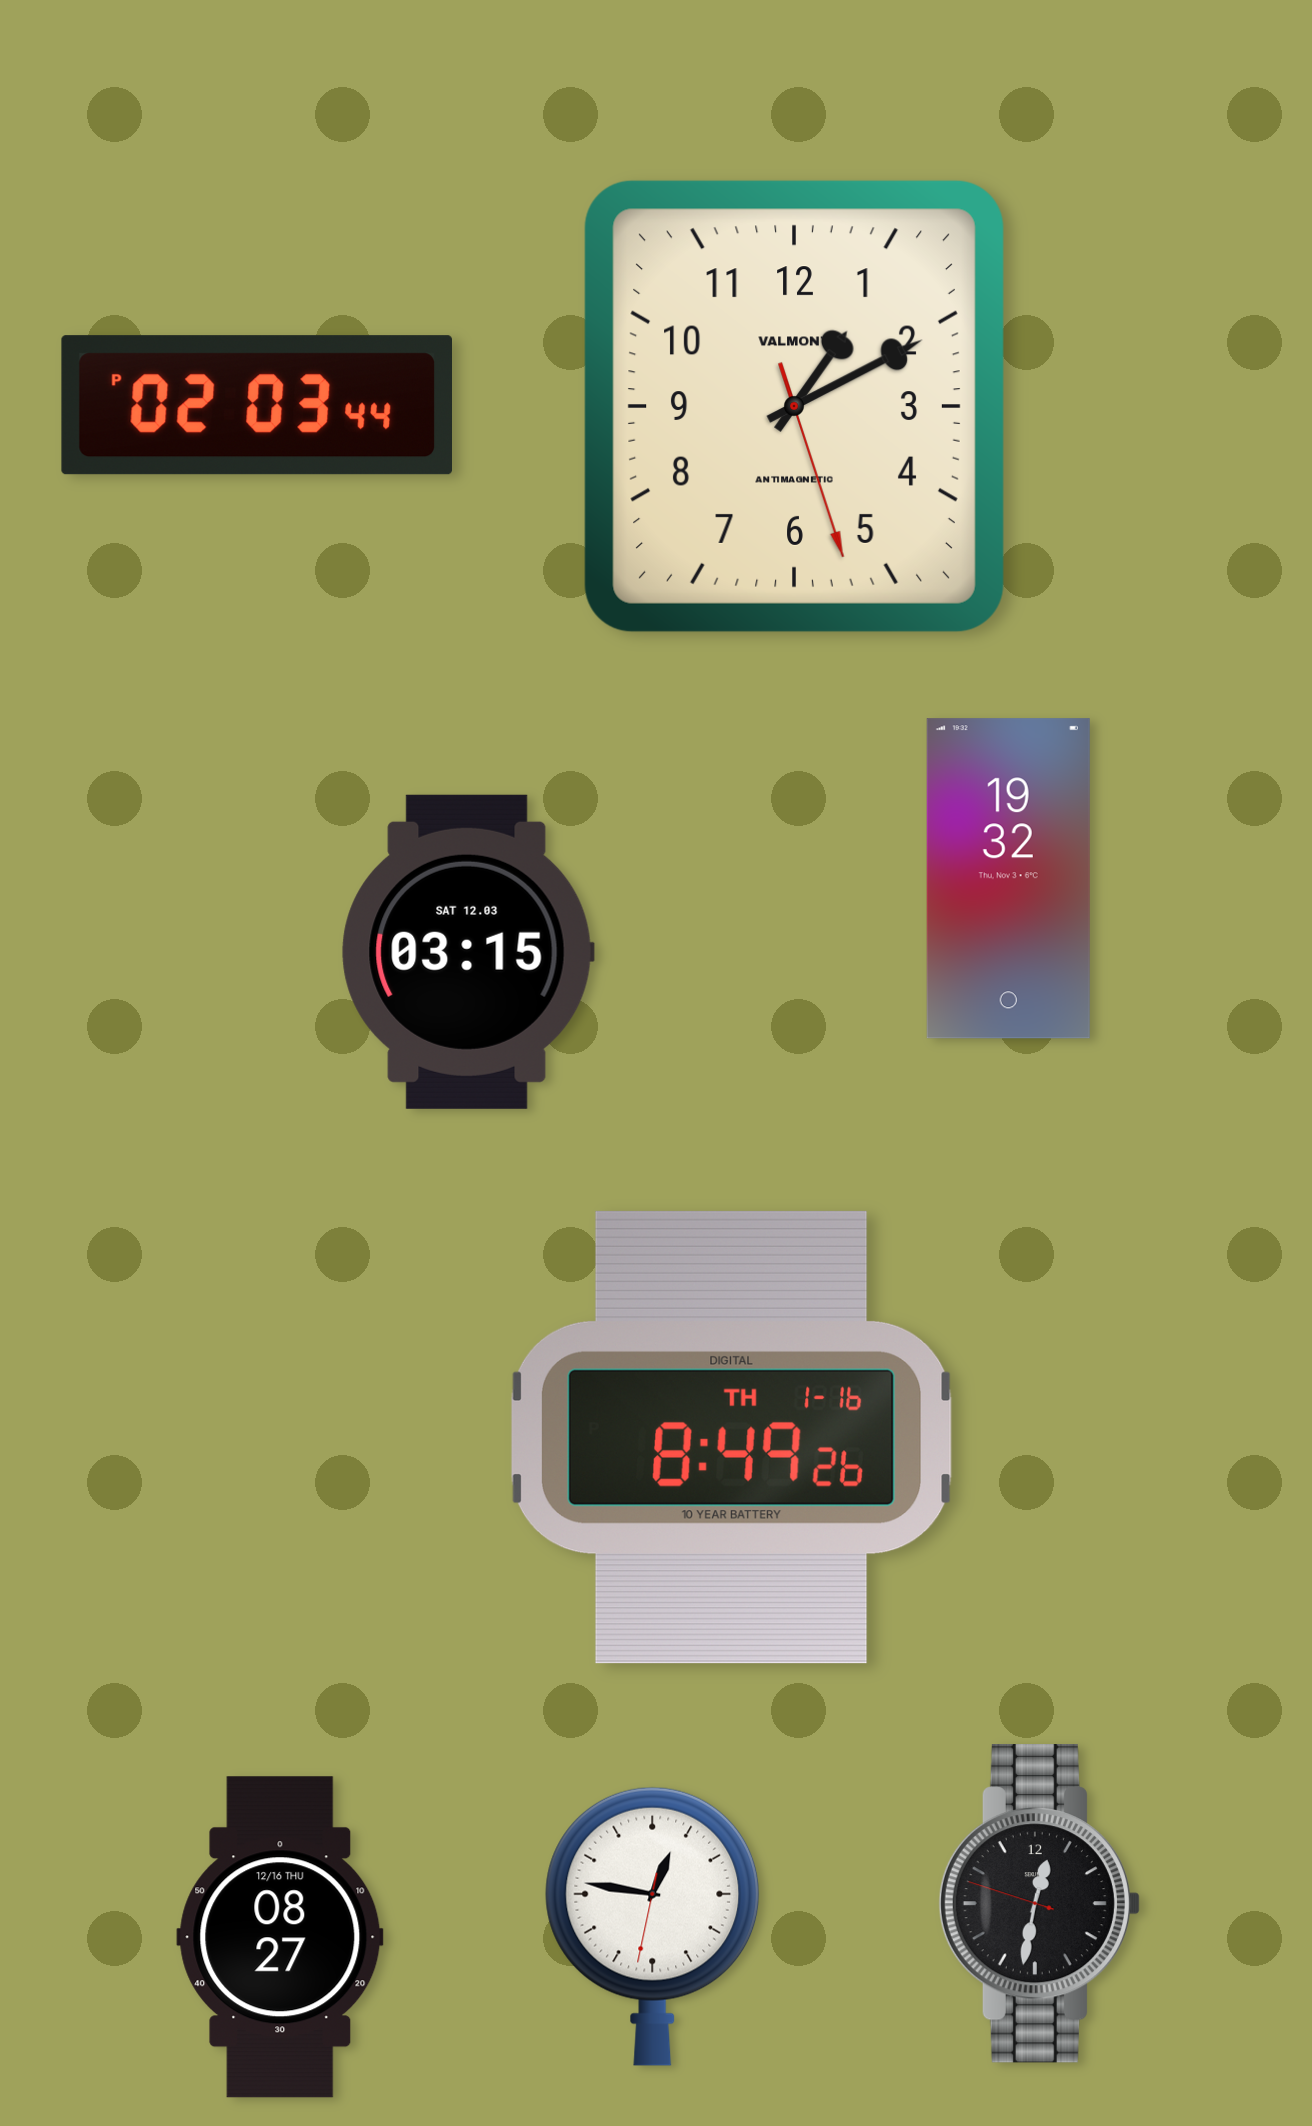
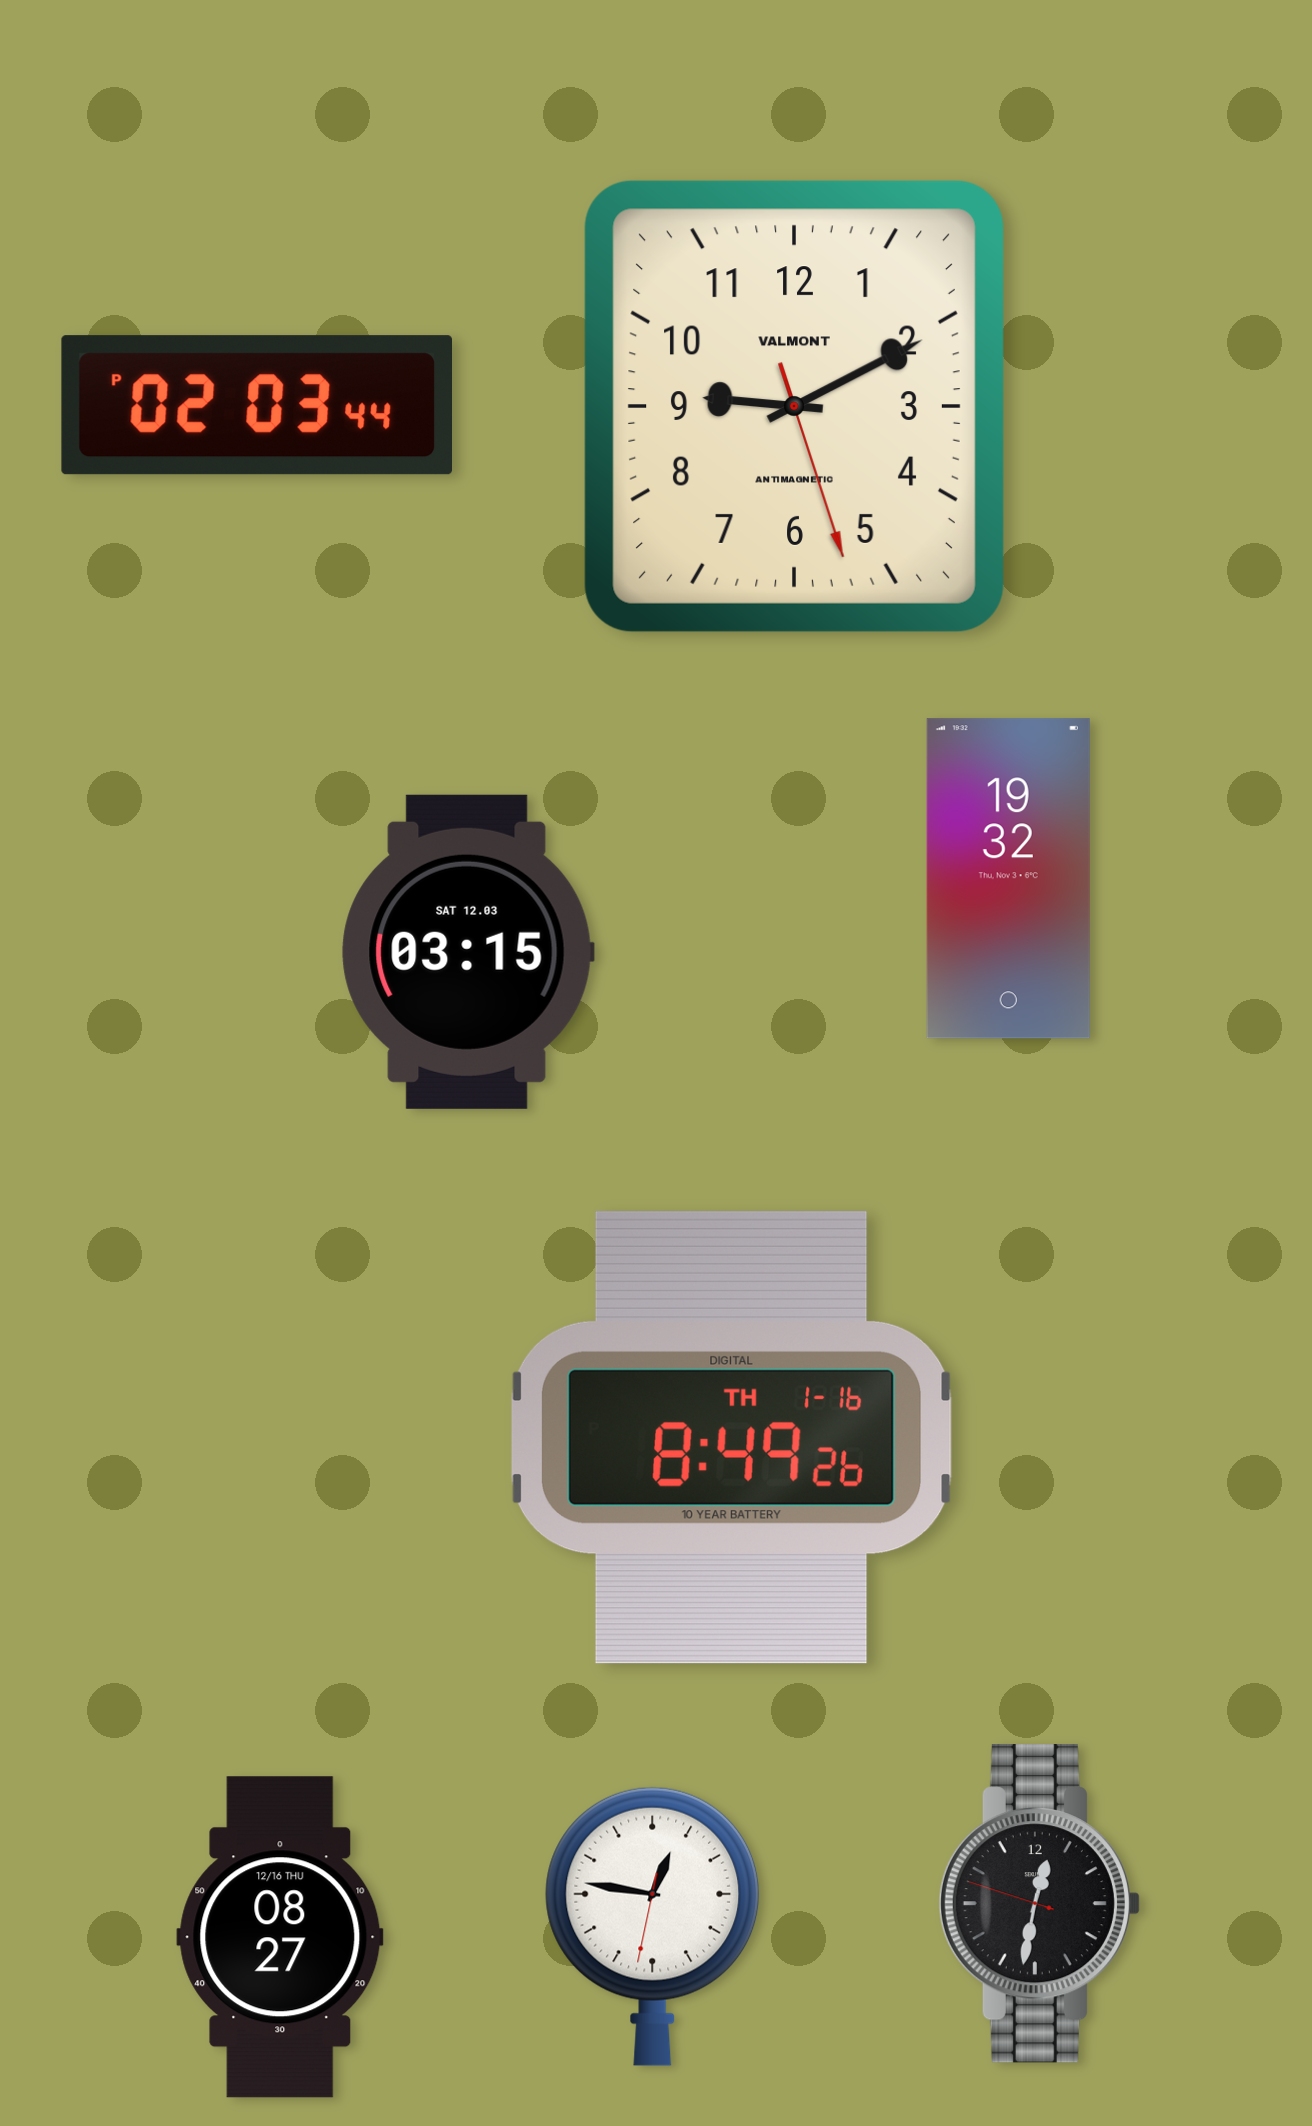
clock at (794, 406): 1:10 -> 9:10
